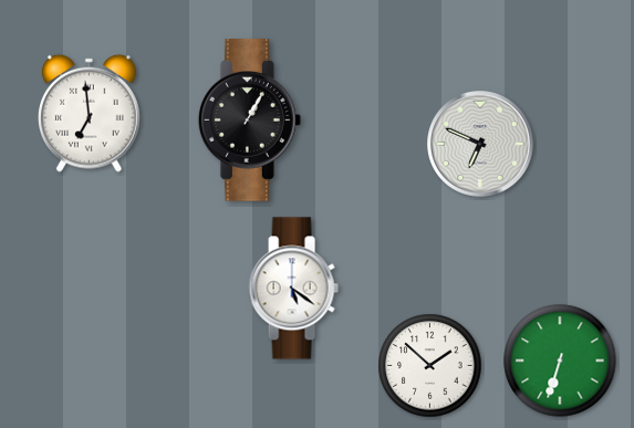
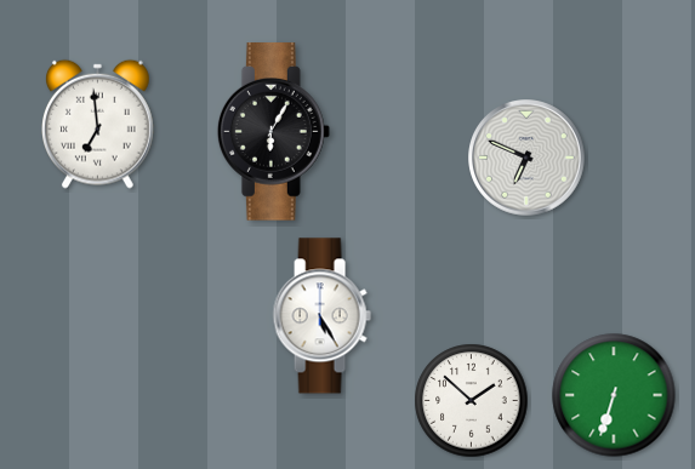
clock at (249, 121): 1:05 -> 6:05
clock at (293, 289): 5:21 -> 5:25
